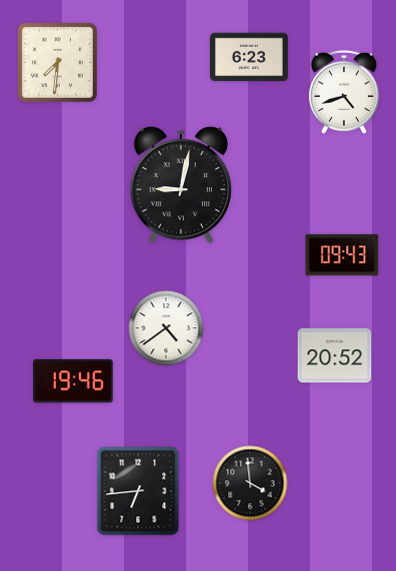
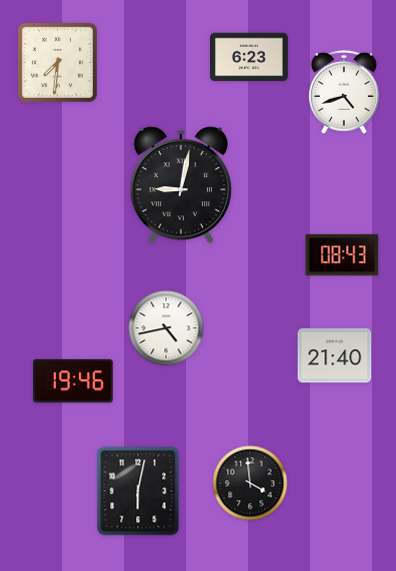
clock at (342, 255): 09:43 -> 08:43
clock at (166, 328): 4:39 -> 4:43
clock at (335, 356): 20:52 -> 21:40
clock at (138, 491): 6:44 -> 6:02
